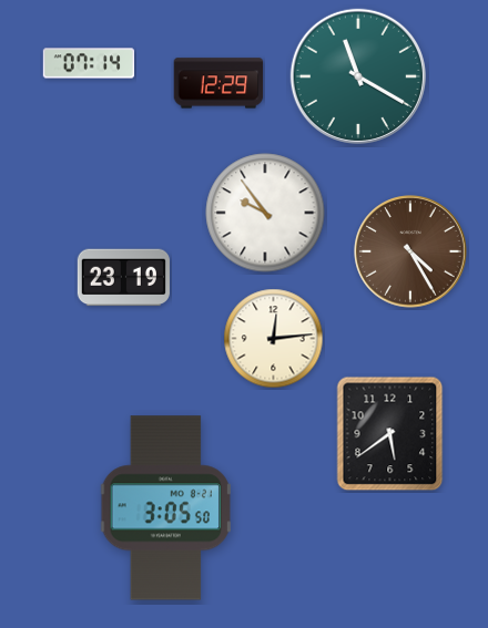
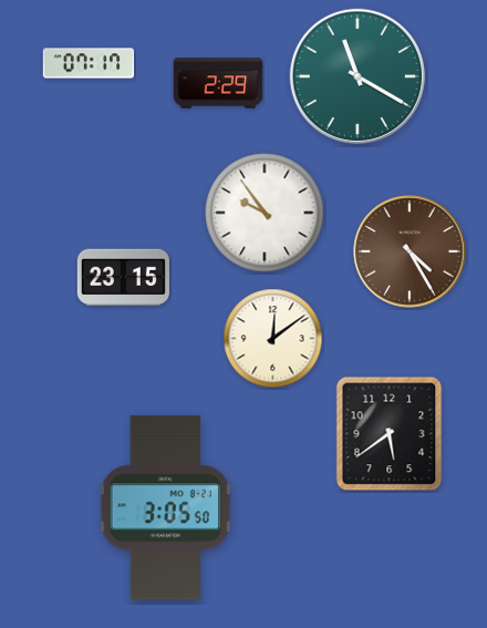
clock at (89, 63): 07:14 -> 07:17
clock at (218, 83): 12:29 -> 2:29
clock at (123, 278): 23:19 -> 23:15
clock at (274, 339): 12:14 -> 12:09
